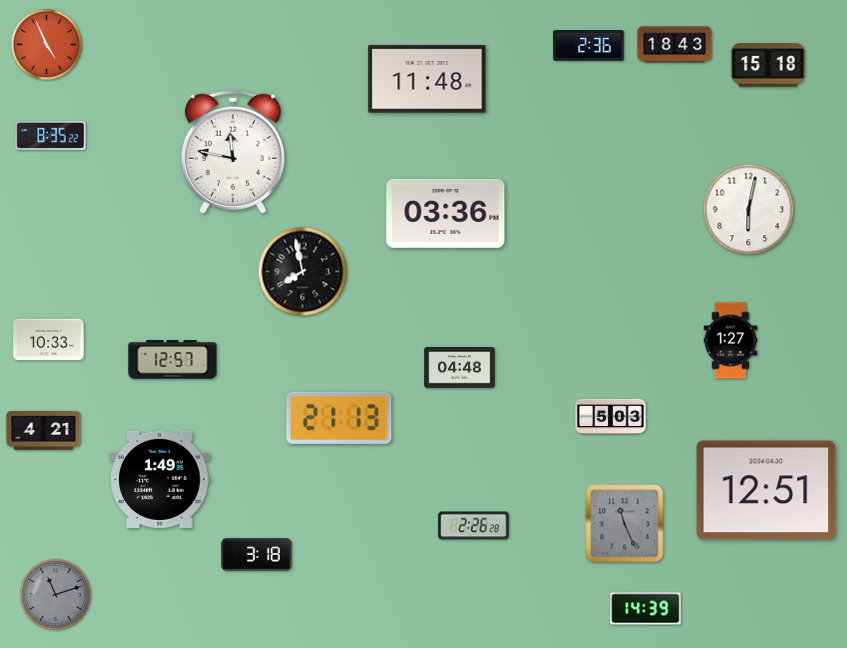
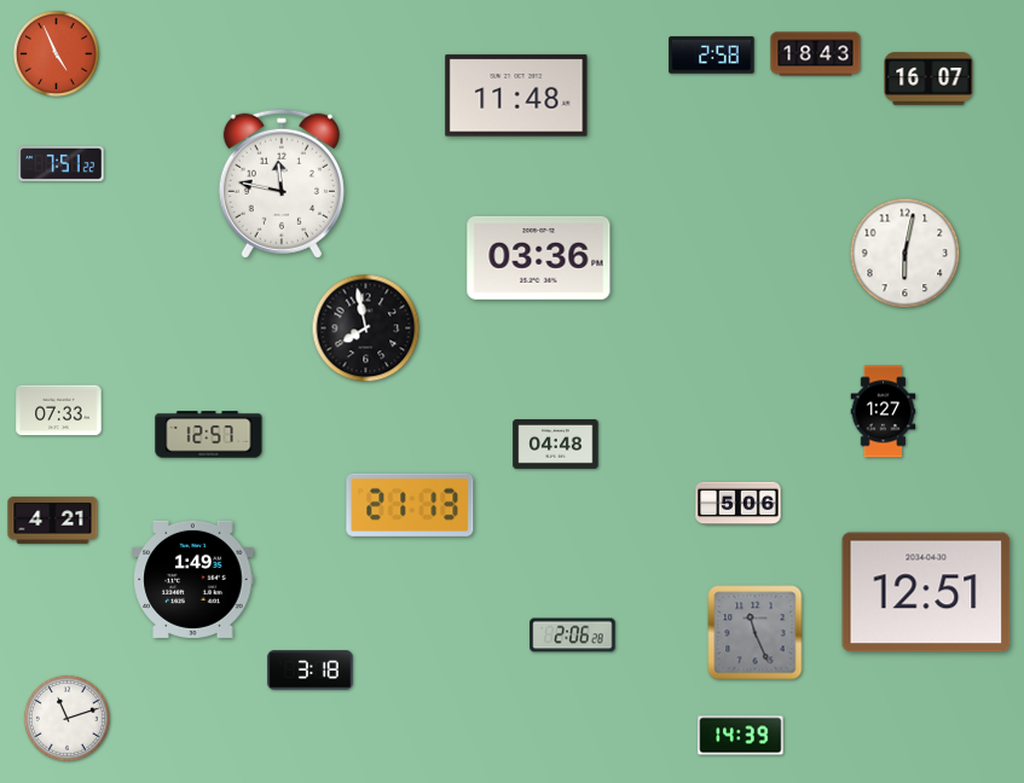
clock at (589, 46): 2:36 -> 2:58
clock at (768, 65): 15:18 -> 16:07
clock at (51, 135): 8:35 -> 7:51
clock at (49, 340): 10:33 -> 07:33
clock at (611, 417): 5:03 -> 5:06
clock at (474, 526): 2:26 -> 2:06
clock at (55, 594) dial: grey -> white
clock at (646, 609) position: (646, 609) -> (741, 736)
